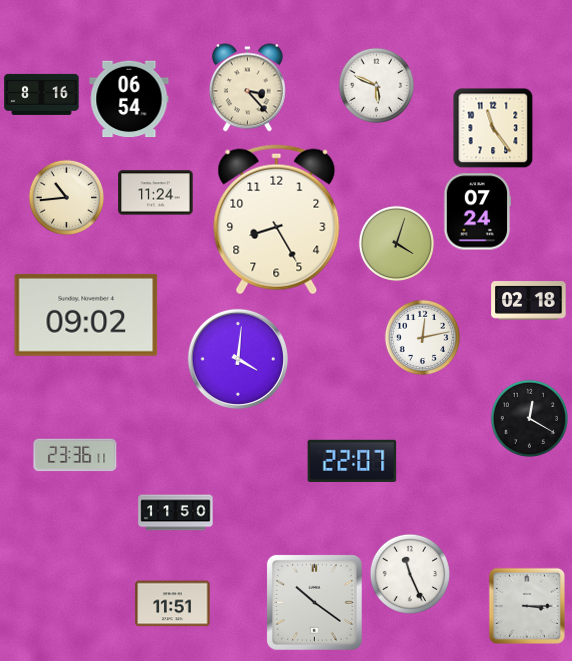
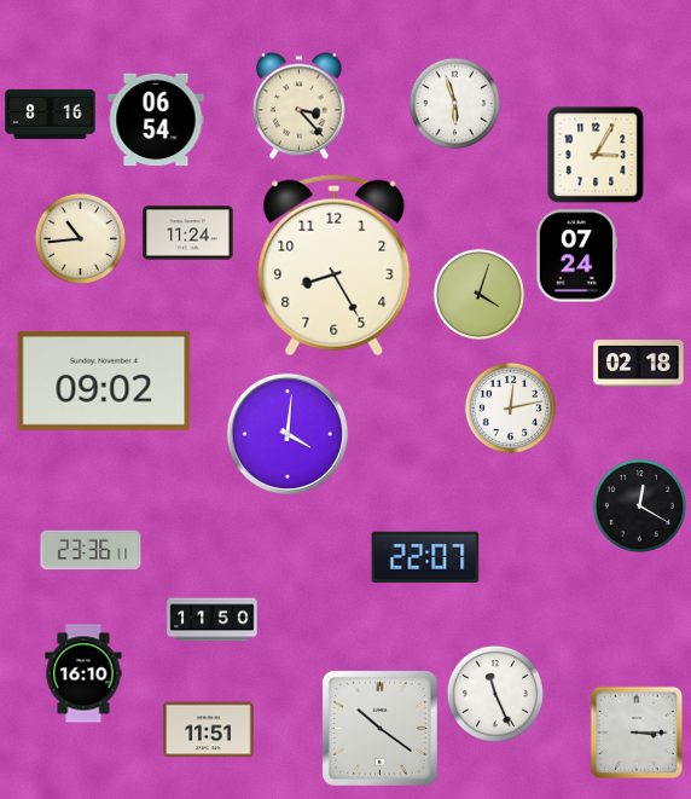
clock at (377, 86): 5:49 -> 5:57
clock at (493, 128): 11:24 -> 3:05
clock at (83, 673): none -> 16:10
